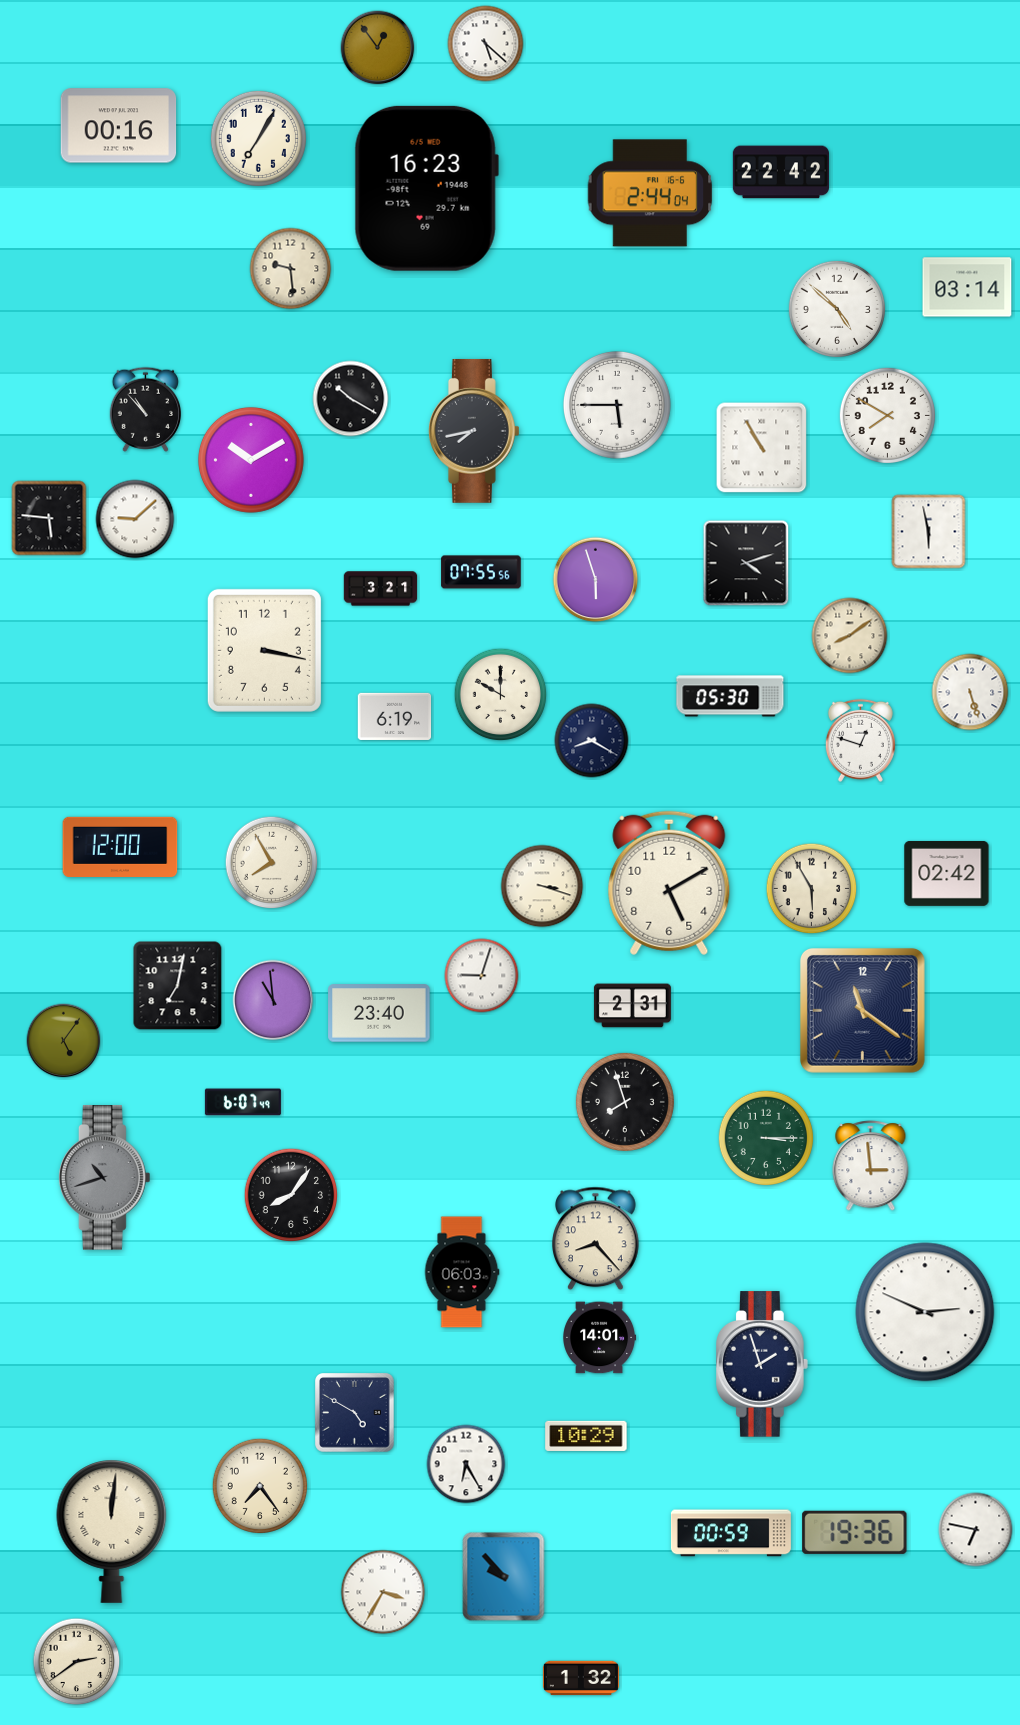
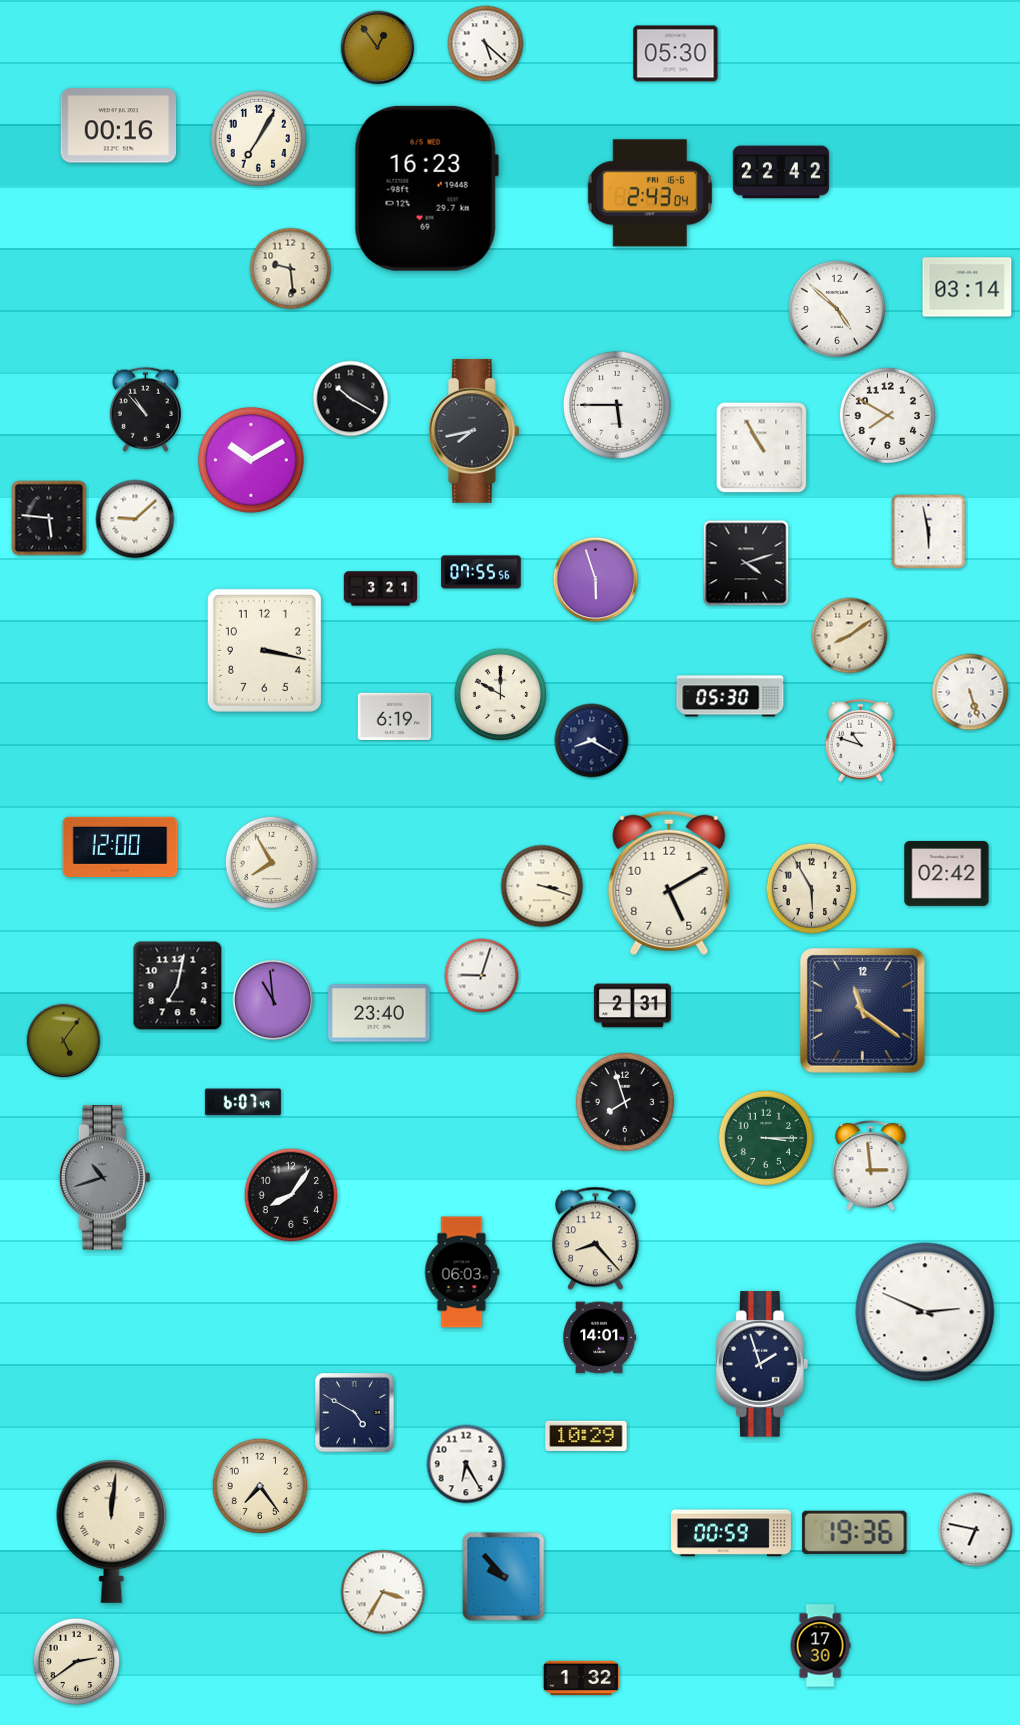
clock at (676, 54): none -> 05:30
clock at (650, 193): 2:44 -> 2:43
clock at (860, 740): 12:48 -> 10:48
clock at (820, 1646): none -> 17:30
